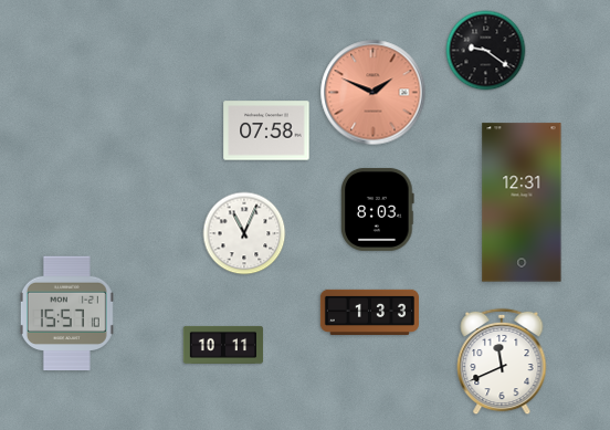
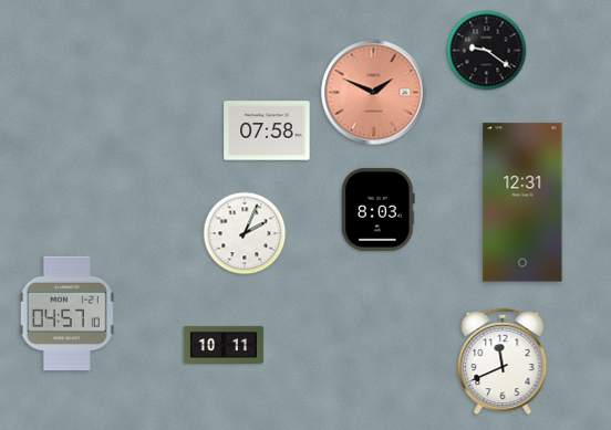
clock at (244, 233): 11:04 -> 2:04
clock at (369, 312): 1:33 -> none
clock at (66, 314): 15:57 -> 04:57
